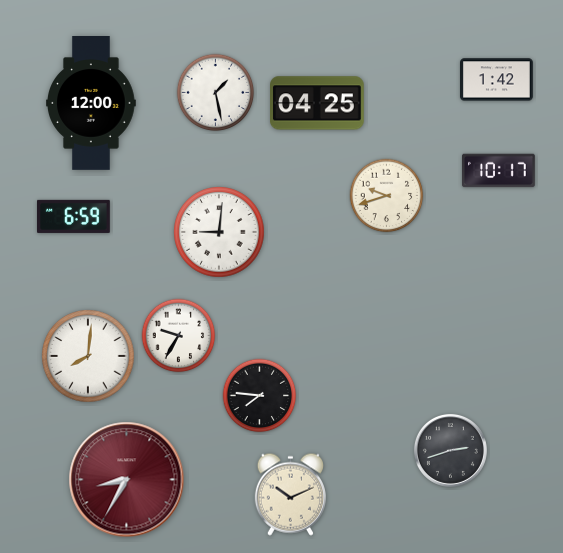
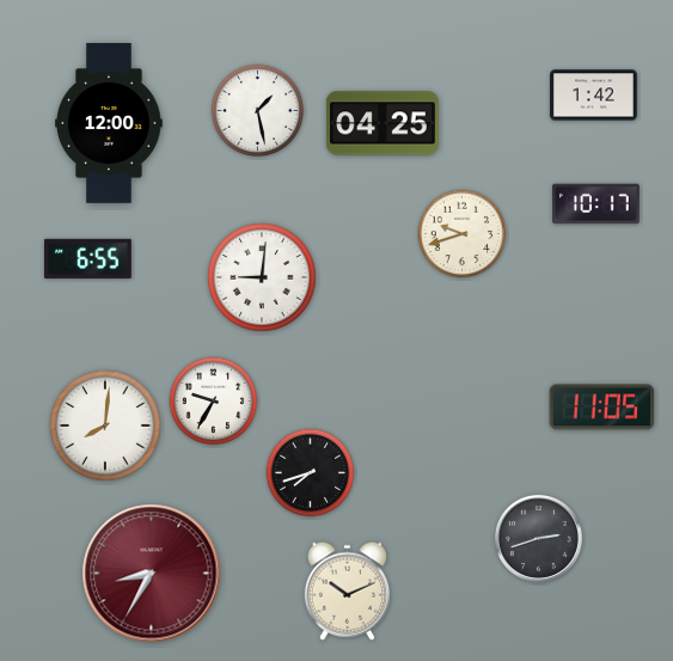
clock at (318, 103) position: (318, 103) -> (384, 123)
clock at (74, 216): 6:59 -> 6:55
clock at (602, 408): none -> 11:05
clock at (260, 396): 7:46 -> 7:42
